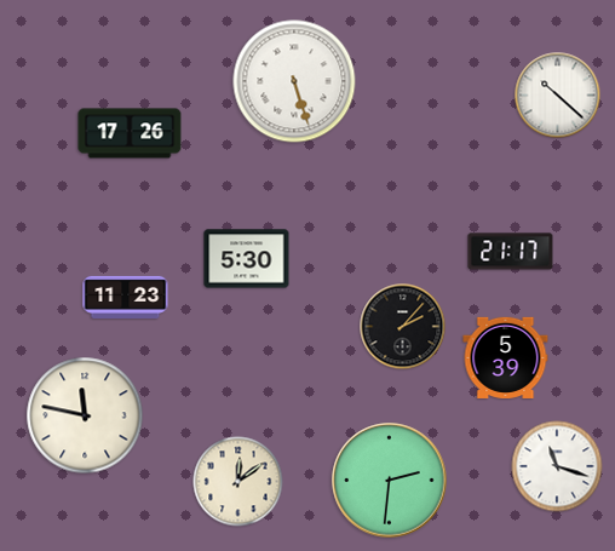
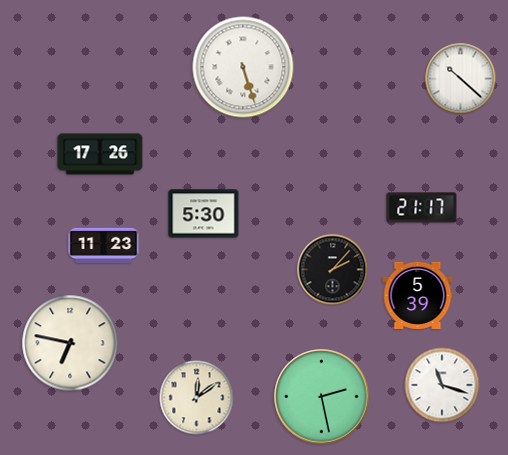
clock at (130, 133) position: (130, 133) -> (100, 154)
clock at (85, 415): 11:47 -> 6:47
clock at (557, 466) position: (557, 466) -> (442, 385)
clock at (390, 481): 2:31 -> 2:28
